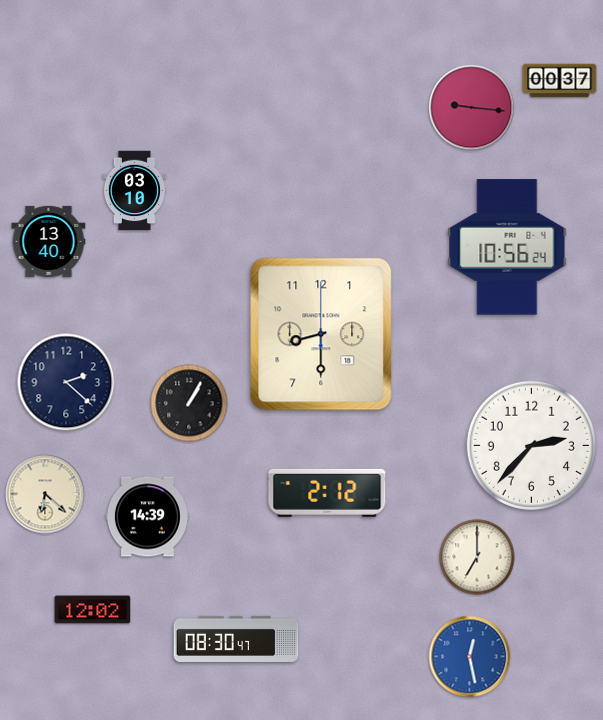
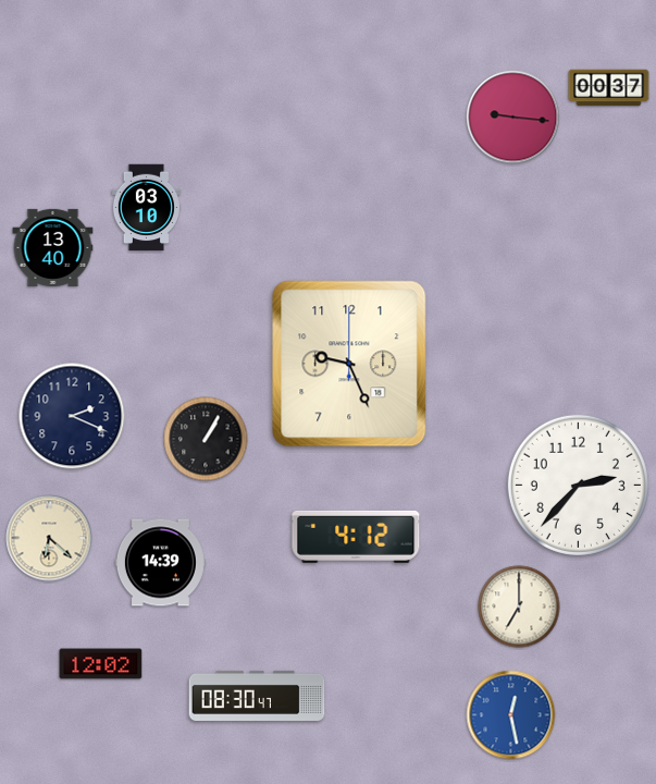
clock at (49, 241) position: (49, 241) -> (53, 247)
clock at (507, 247): 10:56 -> none
clock at (321, 334): 8:30 -> 9:26
clock at (66, 382): 2:22 -> 2:19
clock at (327, 493): 2:12 -> 4:12
